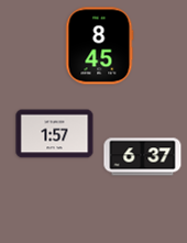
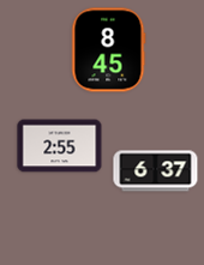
clock at (55, 134): 1:57 -> 2:55
